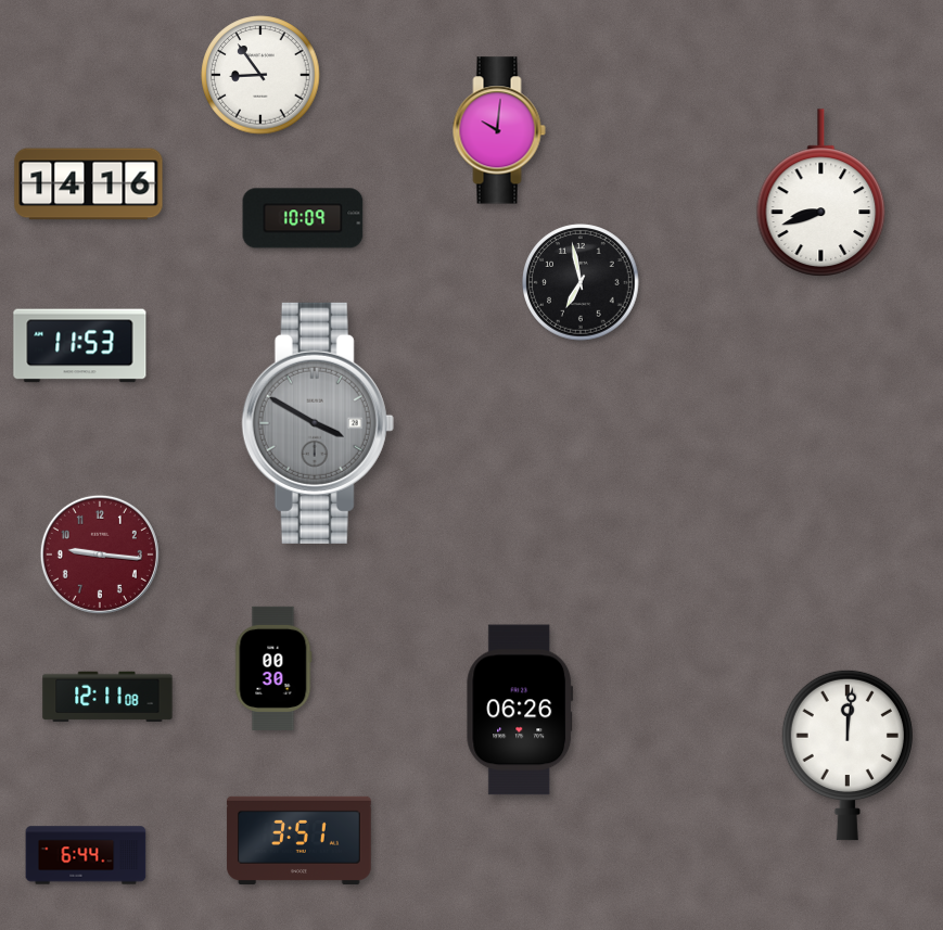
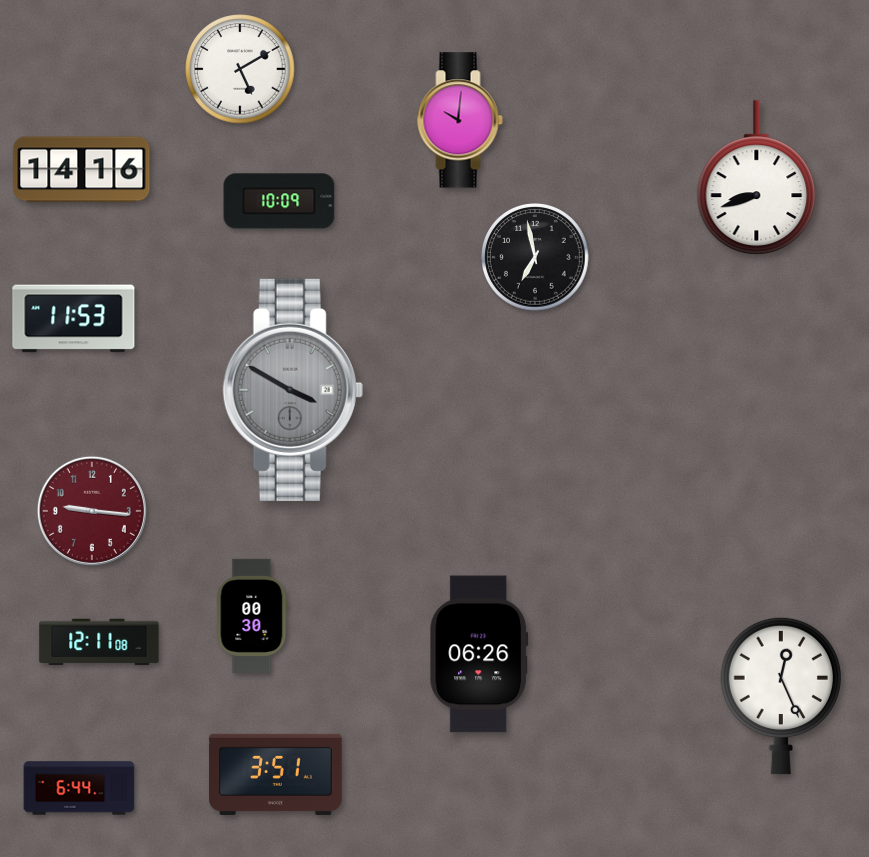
clock at (260, 75): 8:54 -> 5:10
clock at (581, 282) position: (581, 282) -> (535, 257)
clock at (848, 755): 12:01 -> 12:26
